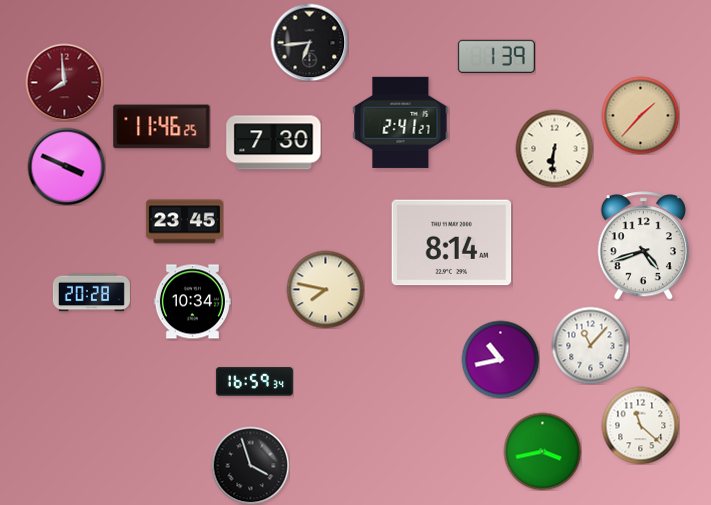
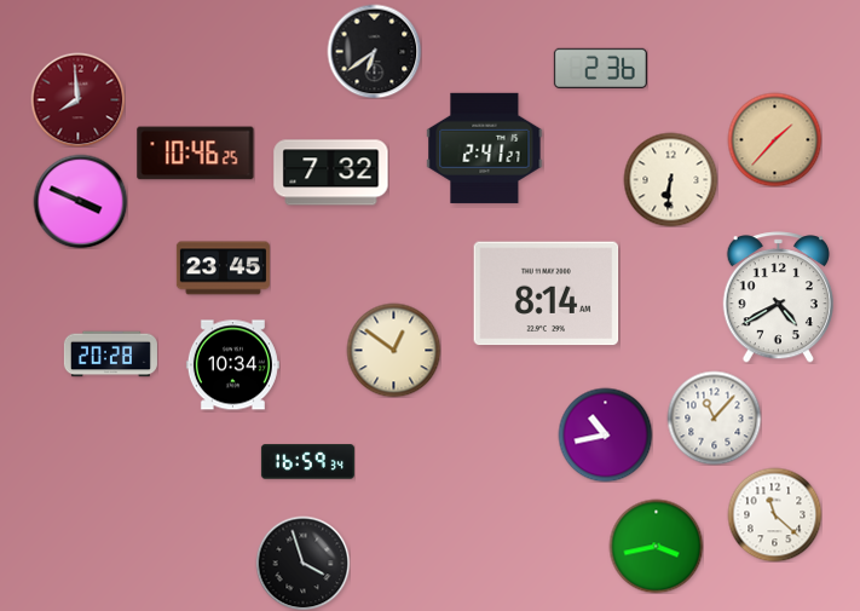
clock at (309, 42): 6:44 -> 6:39
clock at (496, 56): 1:39 -> 2:36
clock at (162, 127): 11:46 -> 10:46
clock at (274, 143): 7:30 -> 7:32
clock at (643, 246): 4:42 -> 4:40
clock at (325, 289): 7:47 -> 12:51
